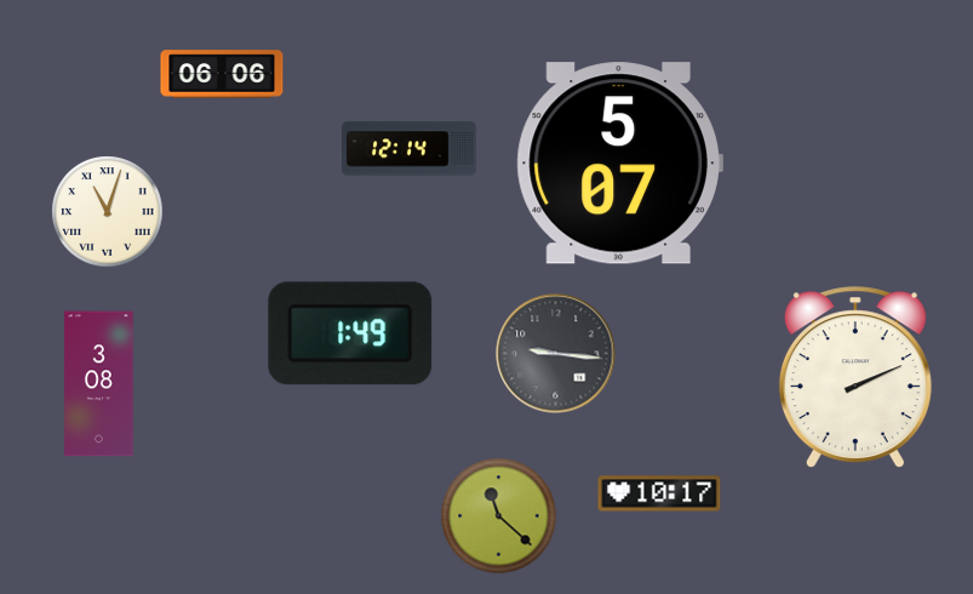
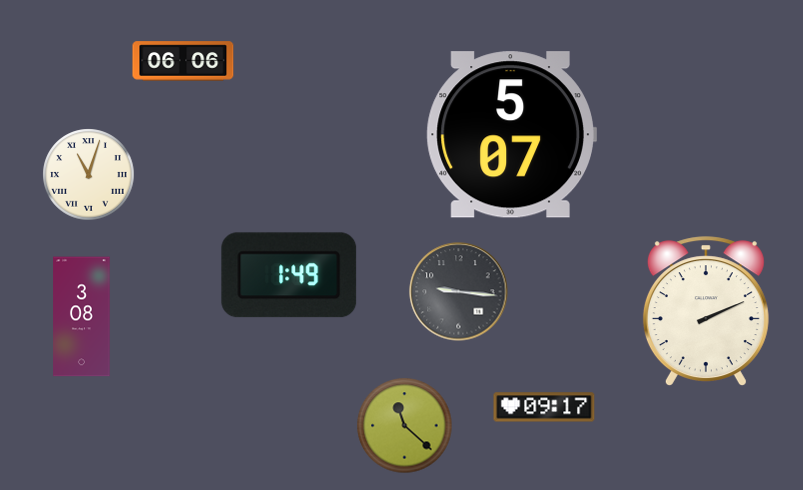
clock at (410, 149): 12:14 -> none
clock at (659, 493): 10:17 -> 09:17
clock at (499, 516) position: (499, 516) -> (405, 426)
